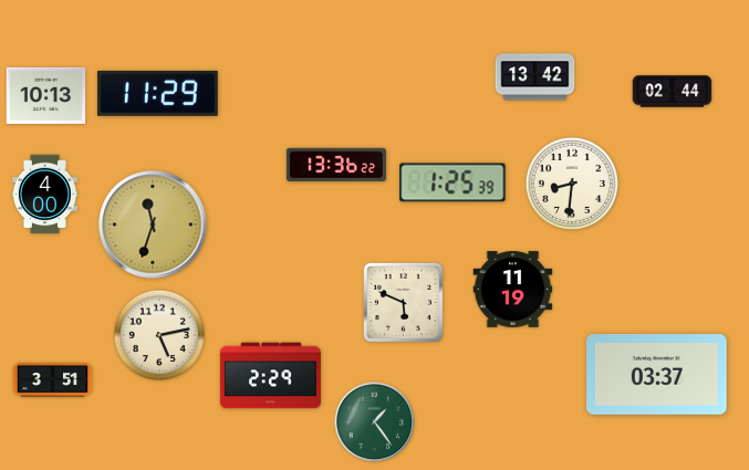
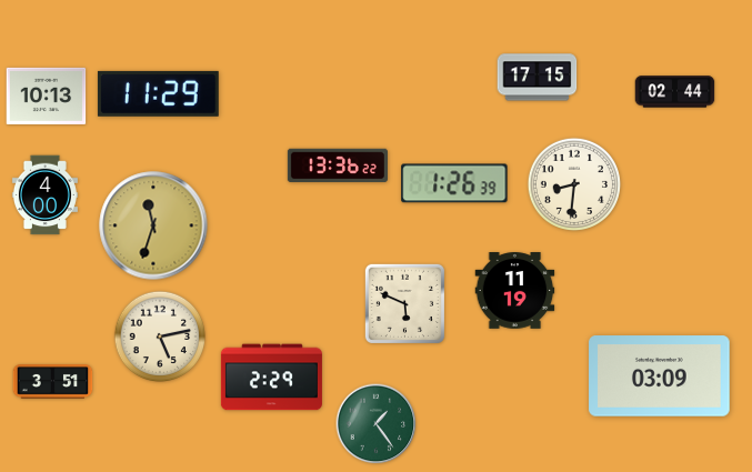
clock at (535, 77): 13:42 -> 17:15
clock at (452, 182): 1:25 -> 1:26
clock at (657, 375): 03:37 -> 03:09
